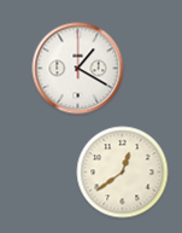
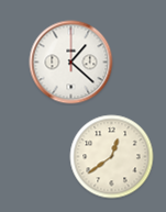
clock at (78, 69): 1:20 -> 1:22
